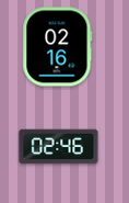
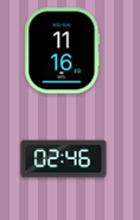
clock at (58, 47): 02:16 -> 11:16
